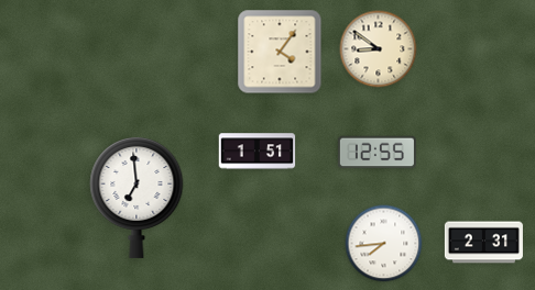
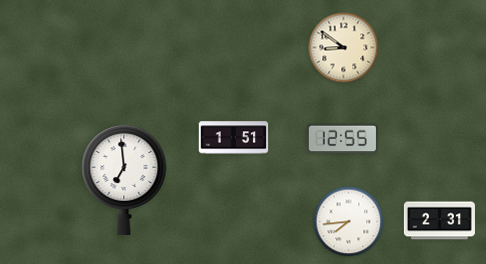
clock at (379, 49) position: (379, 49) -> (344, 48)
clock at (280, 52): 4:06 -> none
